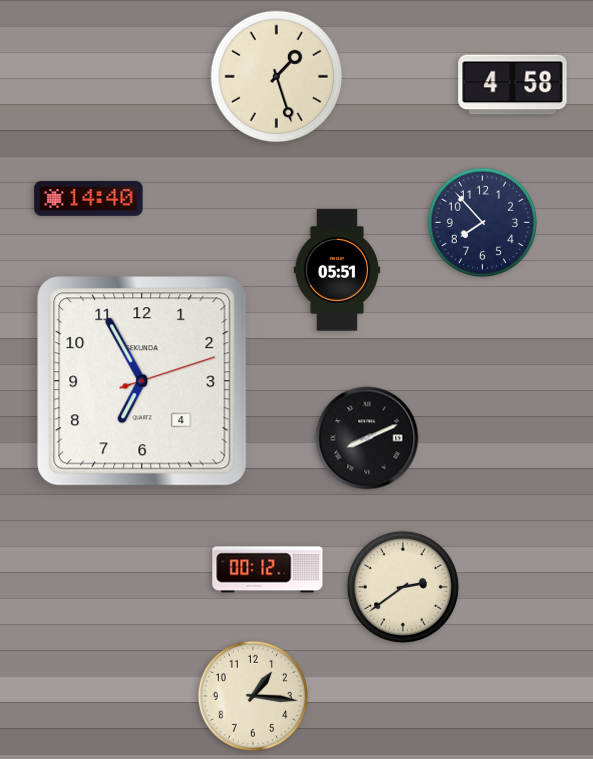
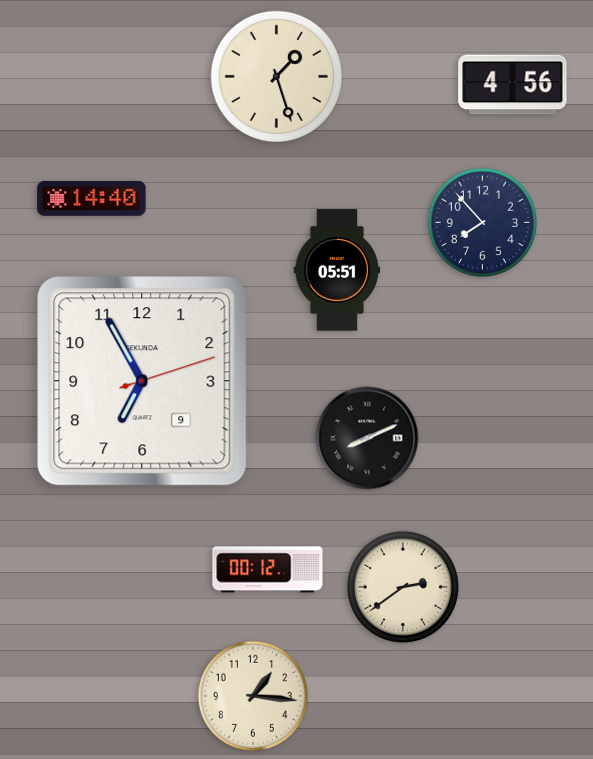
clock at (513, 85): 4:58 -> 4:56
clock at (89, 198) position: (89, 198) -> (92, 198)
clock at (142, 381) date: 4 -> 9
